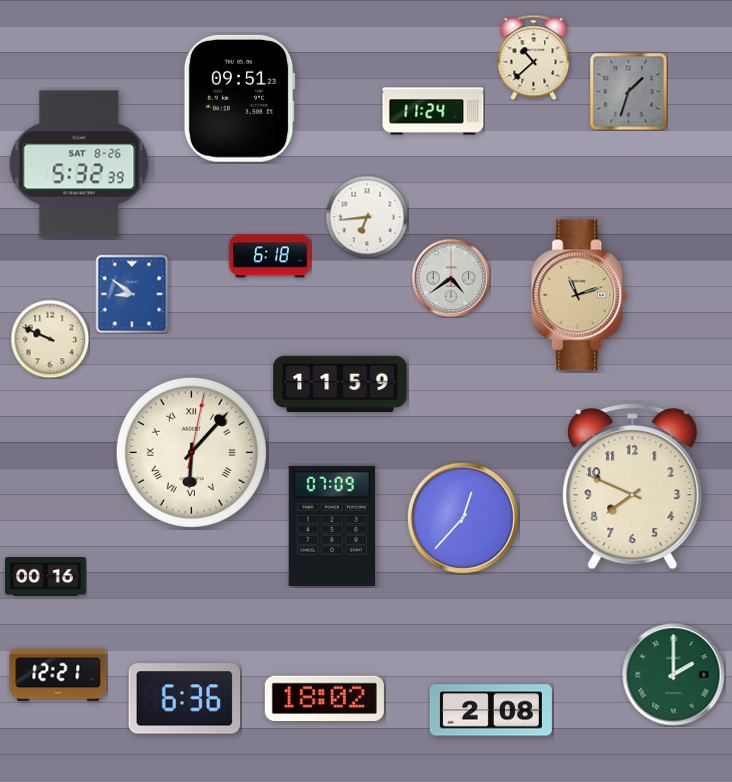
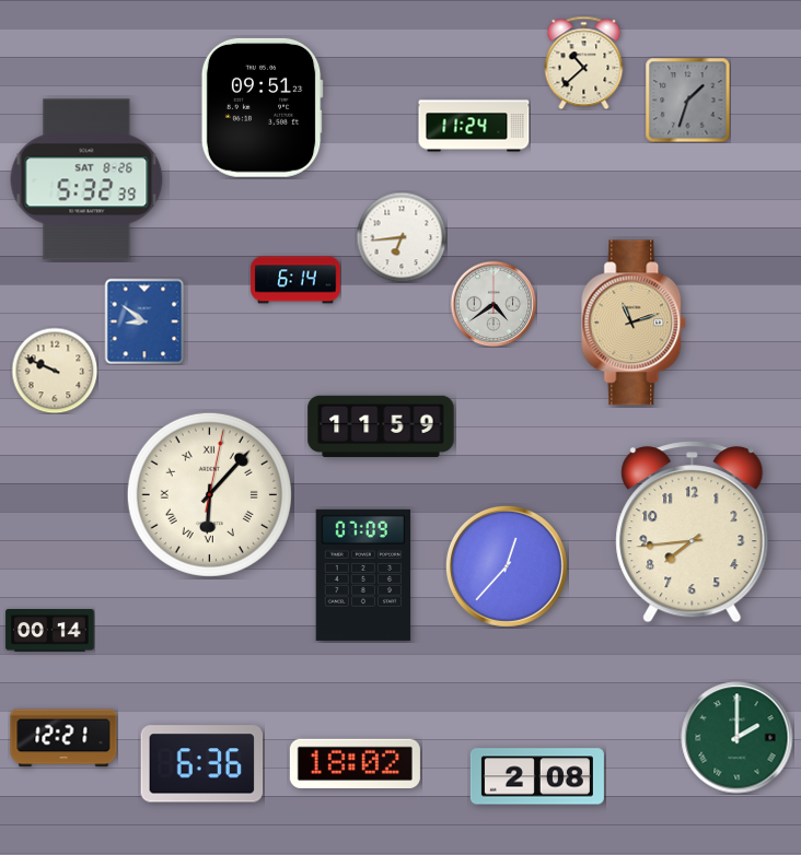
clock at (433, 111) position: (433, 111) -> (474, 126)
clock at (270, 256): 6:18 -> 6:14
clock at (340, 384) position: (340, 384) -> (381, 426)
clock at (633, 487): 7:49 -> 7:44
clock at (46, 577): 00:16 -> 00:14
